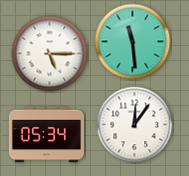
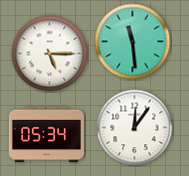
clock at (135, 125) position: (135, 125) -> (135, 128)
